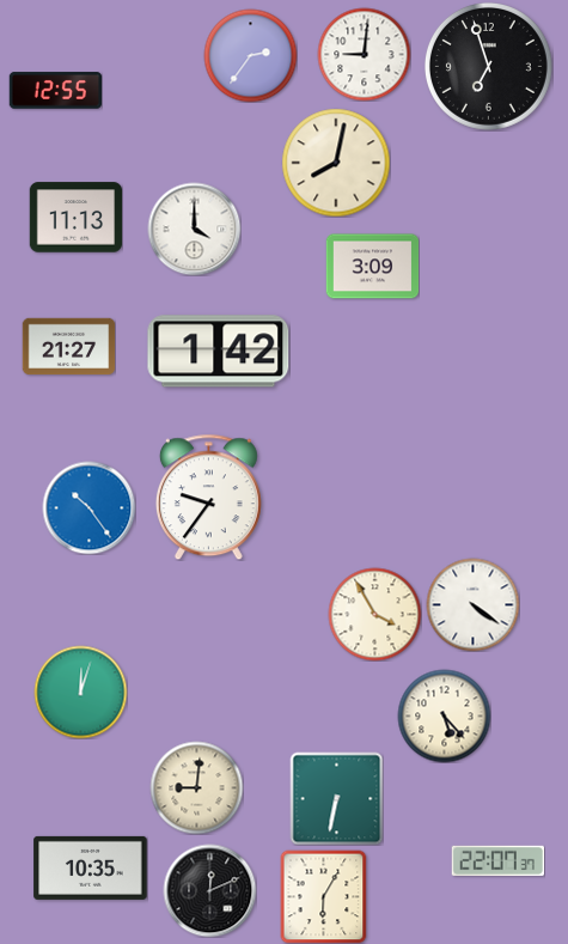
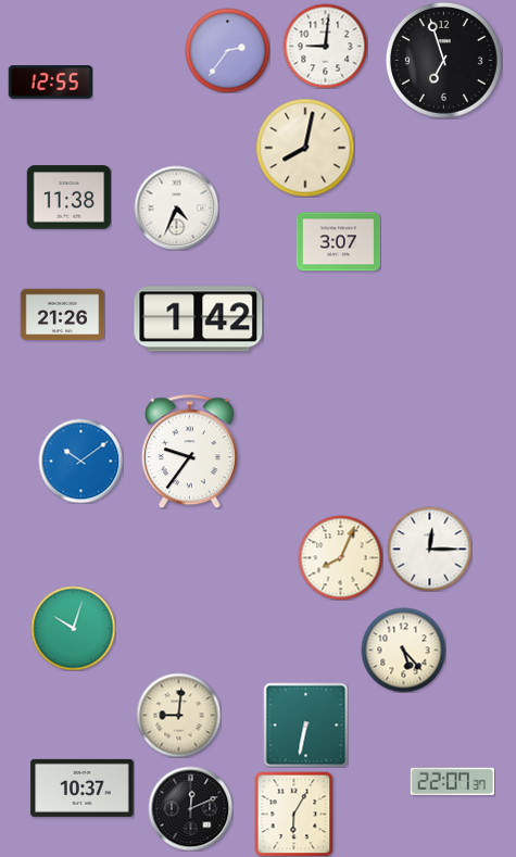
clock at (364, 54) position: (364, 54) -> (325, 46)
clock at (75, 218): 11:13 -> 11:38
clock at (194, 229): 4:00 -> 4:34
clock at (372, 267): 3:09 -> 3:07
clock at (68, 347): 21:27 -> 21:26
clock at (88, 507): 10:24 -> 10:09
clock at (472, 604): 4:21 -> 12:15
clock at (374, 614): 3:55 -> 8:04
clock at (80, 692): 12:03 -> 10:03
clock at (91, 867): 10:35 -> 10:37
